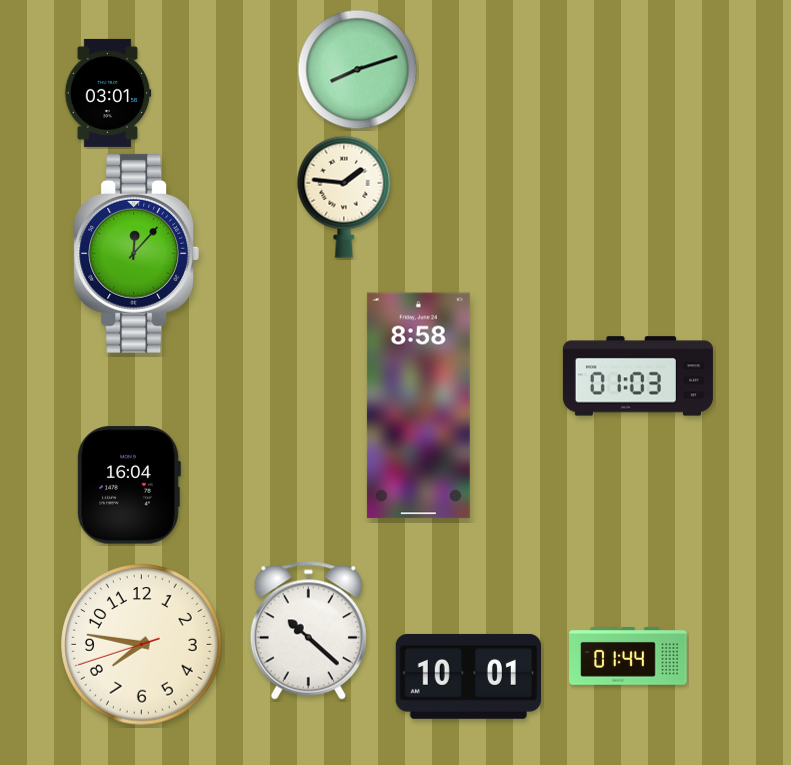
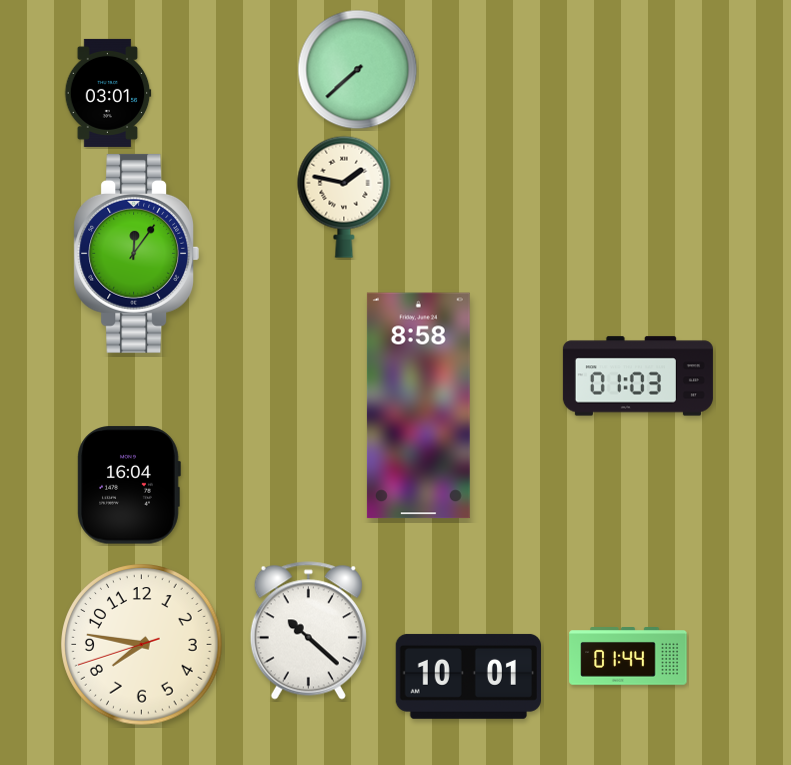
clock at (358, 70): 8:12 -> 7:38
clock at (344, 197): 1:46 -> 1:47
clock at (137, 253): 12:07 -> 12:06
